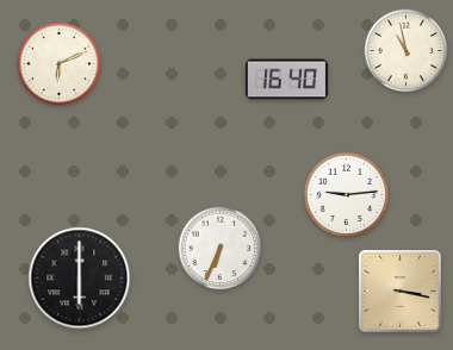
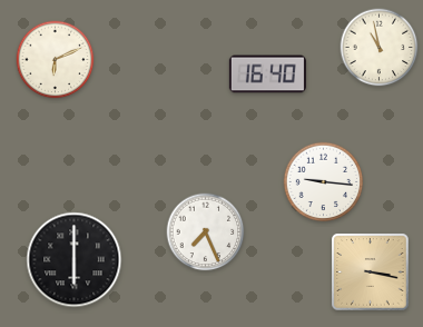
clock at (347, 195): 9:14 -> 9:16
clock at (221, 249): 6:34 -> 7:26
clock at (401, 292) position: (401, 292) -> (371, 272)
